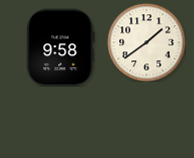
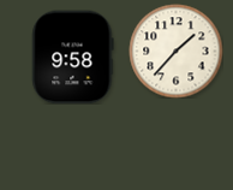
clock at (146, 42): 1:39 -> 1:37
